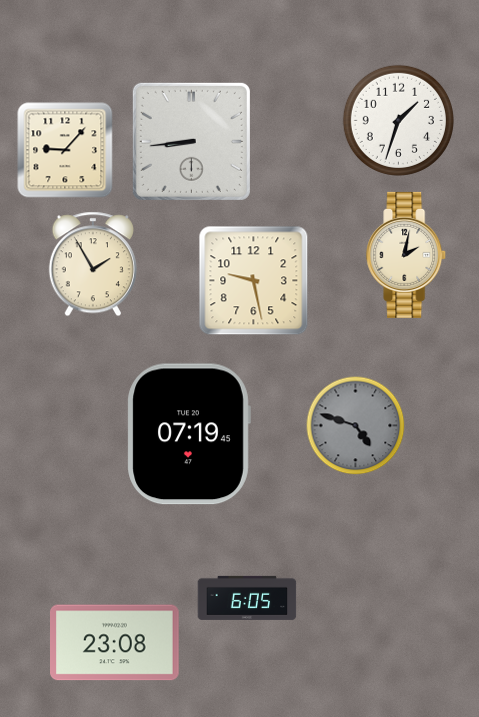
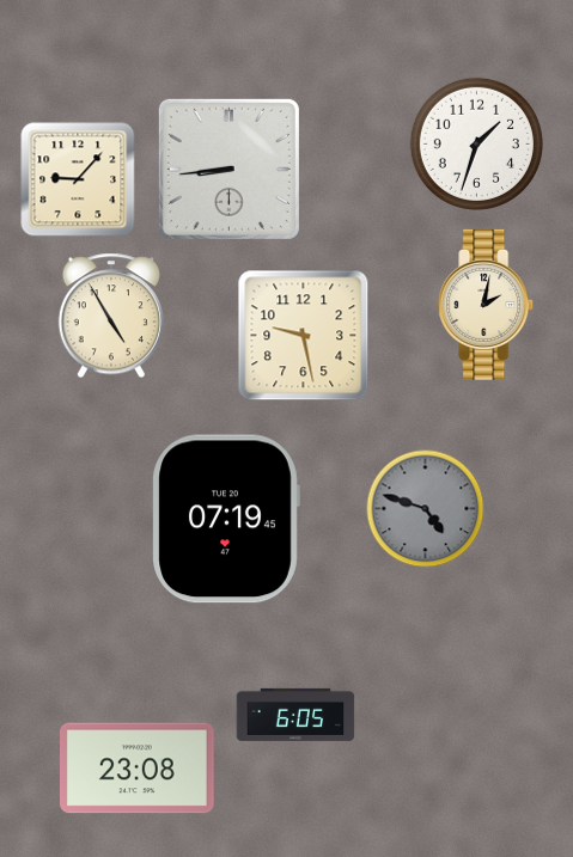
clock at (93, 264): 1:55 -> 4:55
